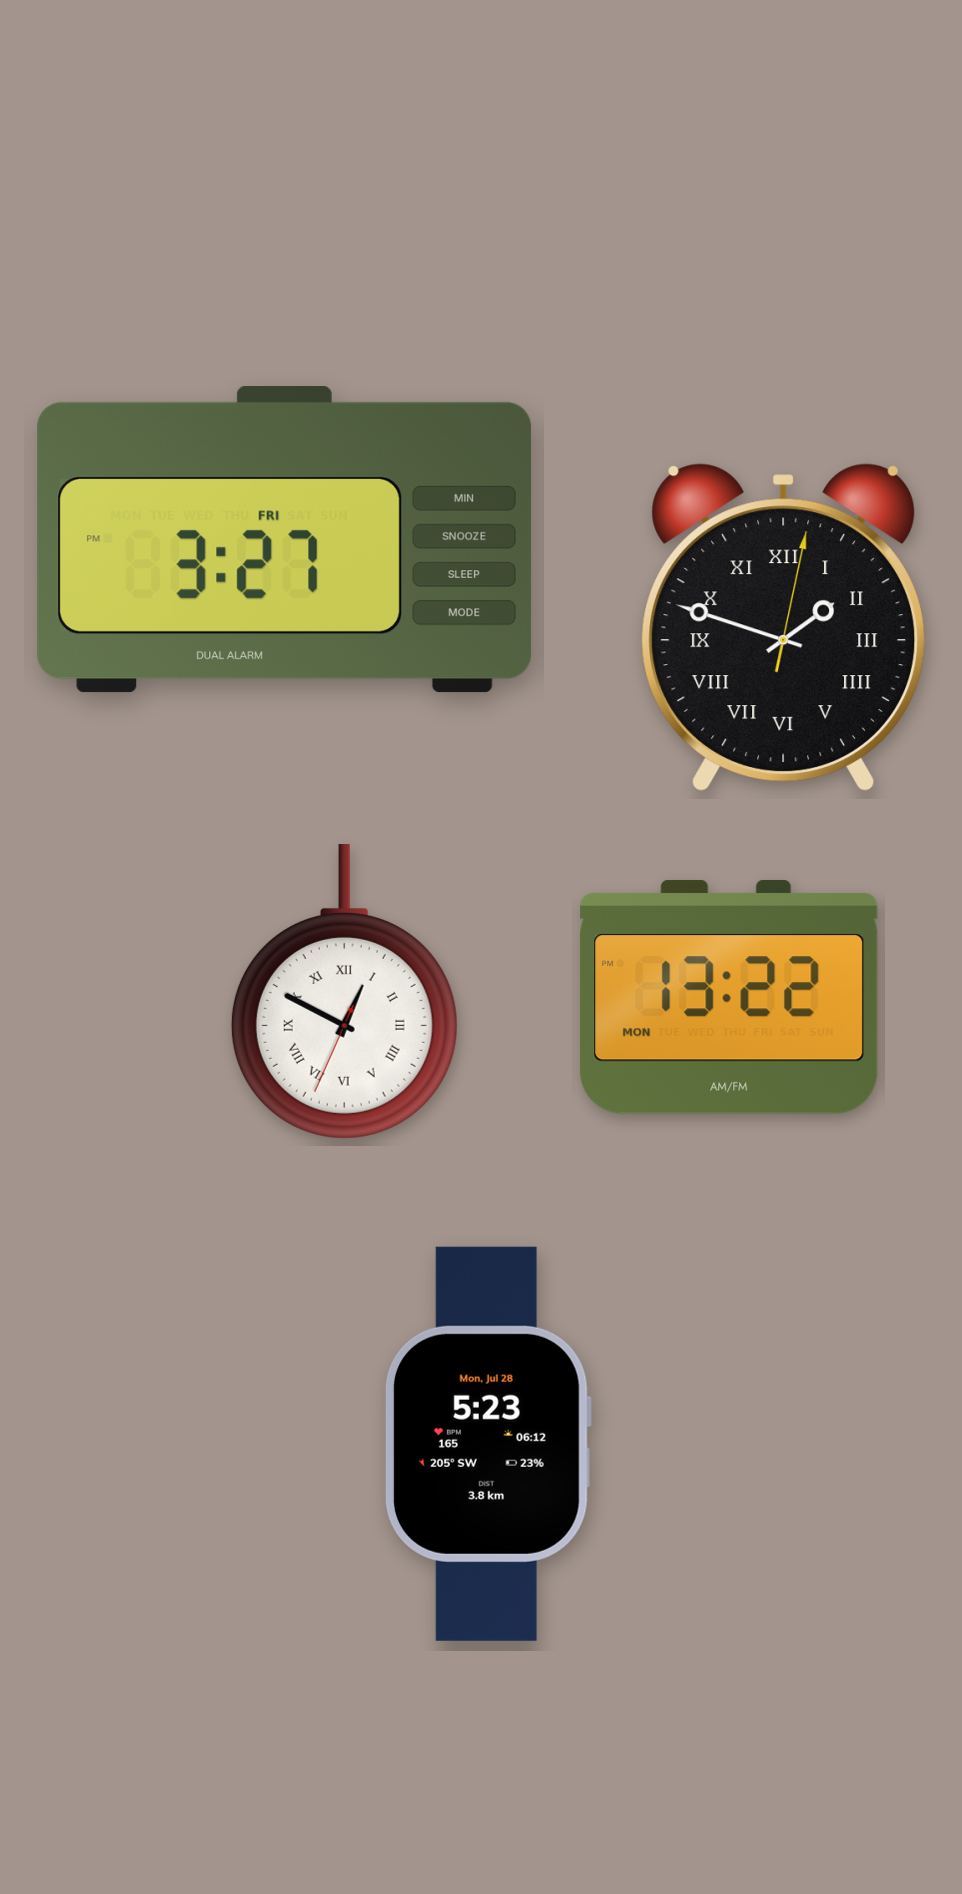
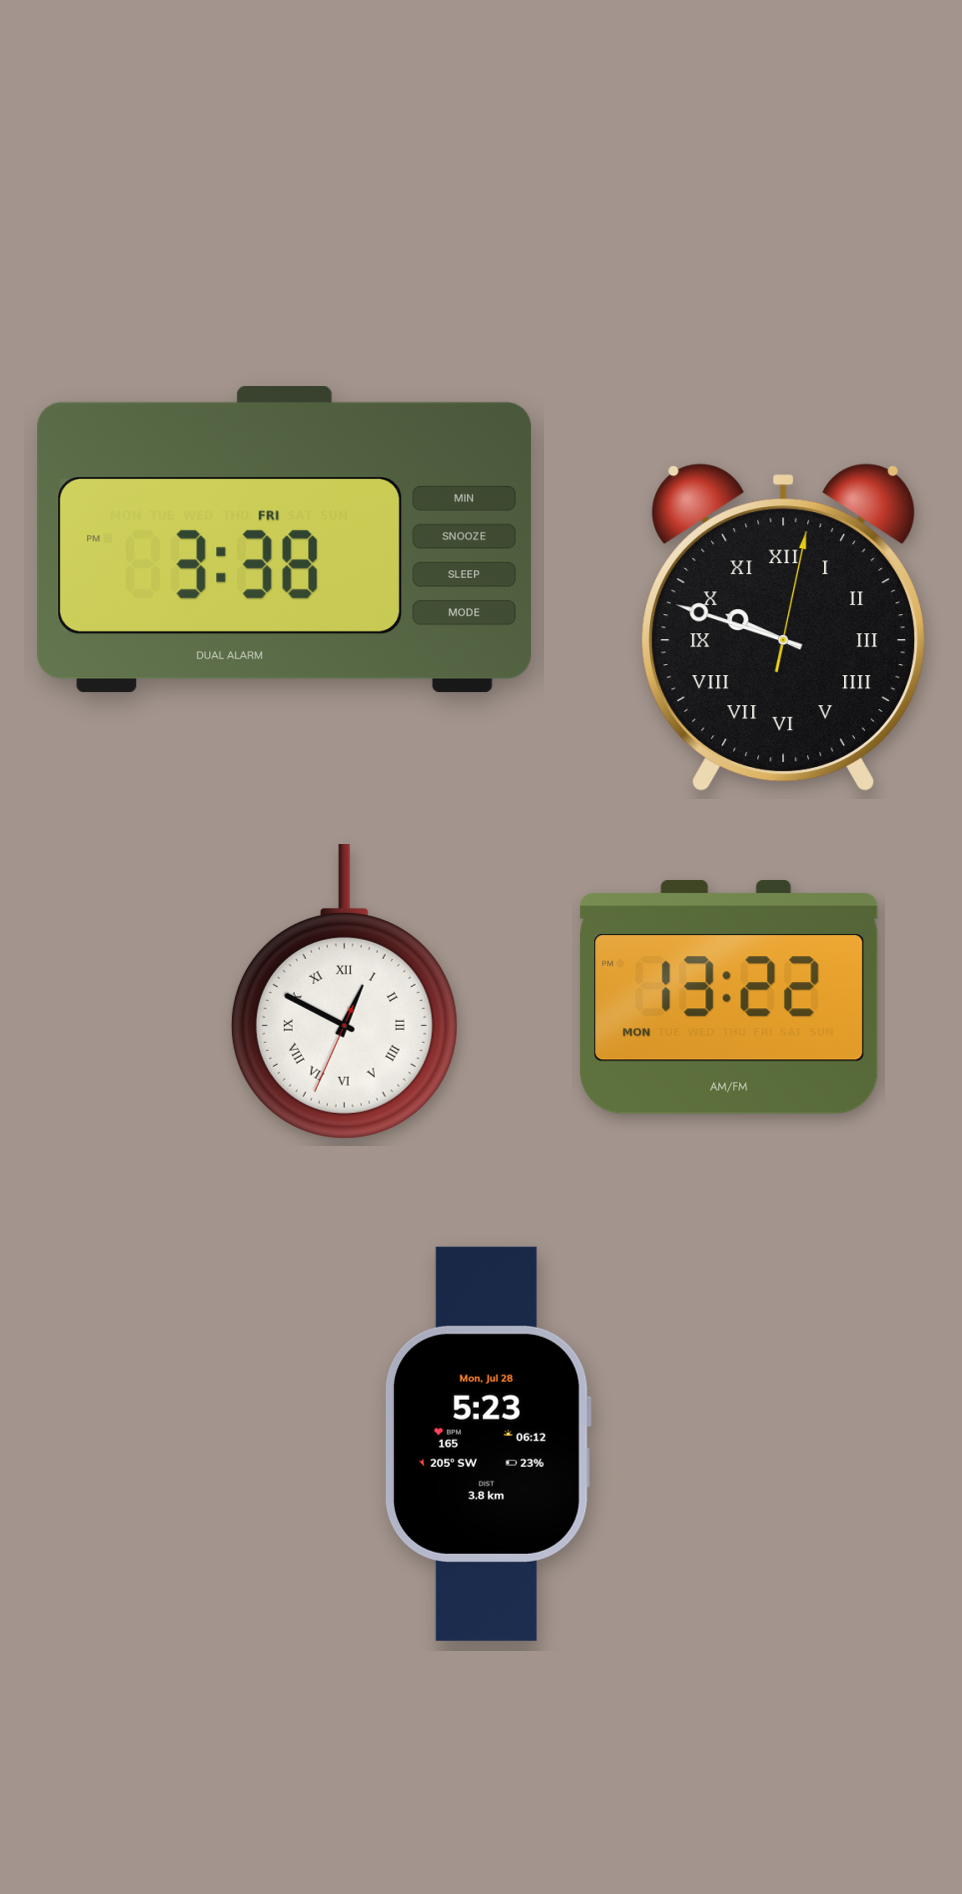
clock at (284, 540): 3:27 -> 3:38
clock at (783, 627): 1:48 -> 9:48
